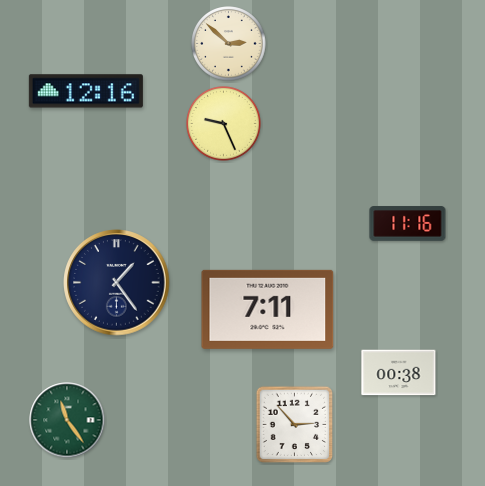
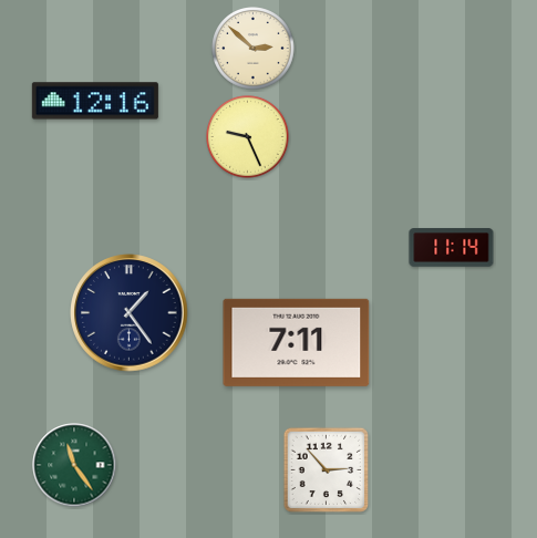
clock at (408, 224): 11:16 -> 11:14
clock at (399, 373): 00:38 -> none
